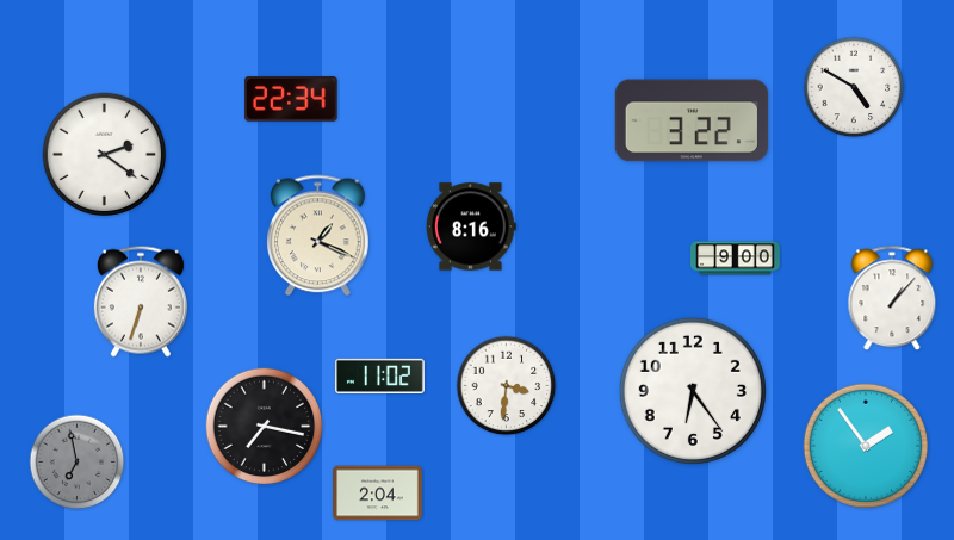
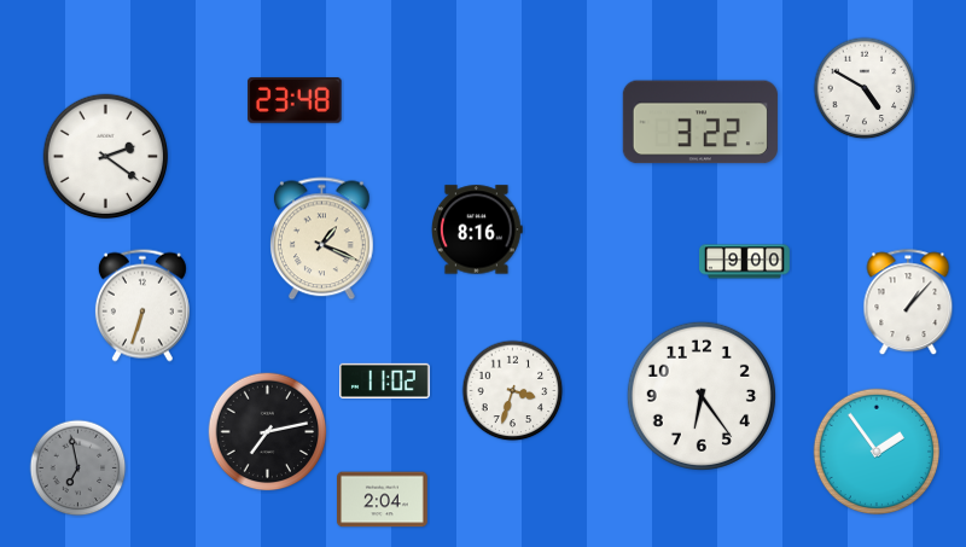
clock at (291, 100): 22:34 -> 23:48
clock at (892, 299) position: (892, 299) -> (908, 303)
clock at (507, 386): 3:31 -> 3:33
clock at (265, 427): 7:17 -> 7:13
